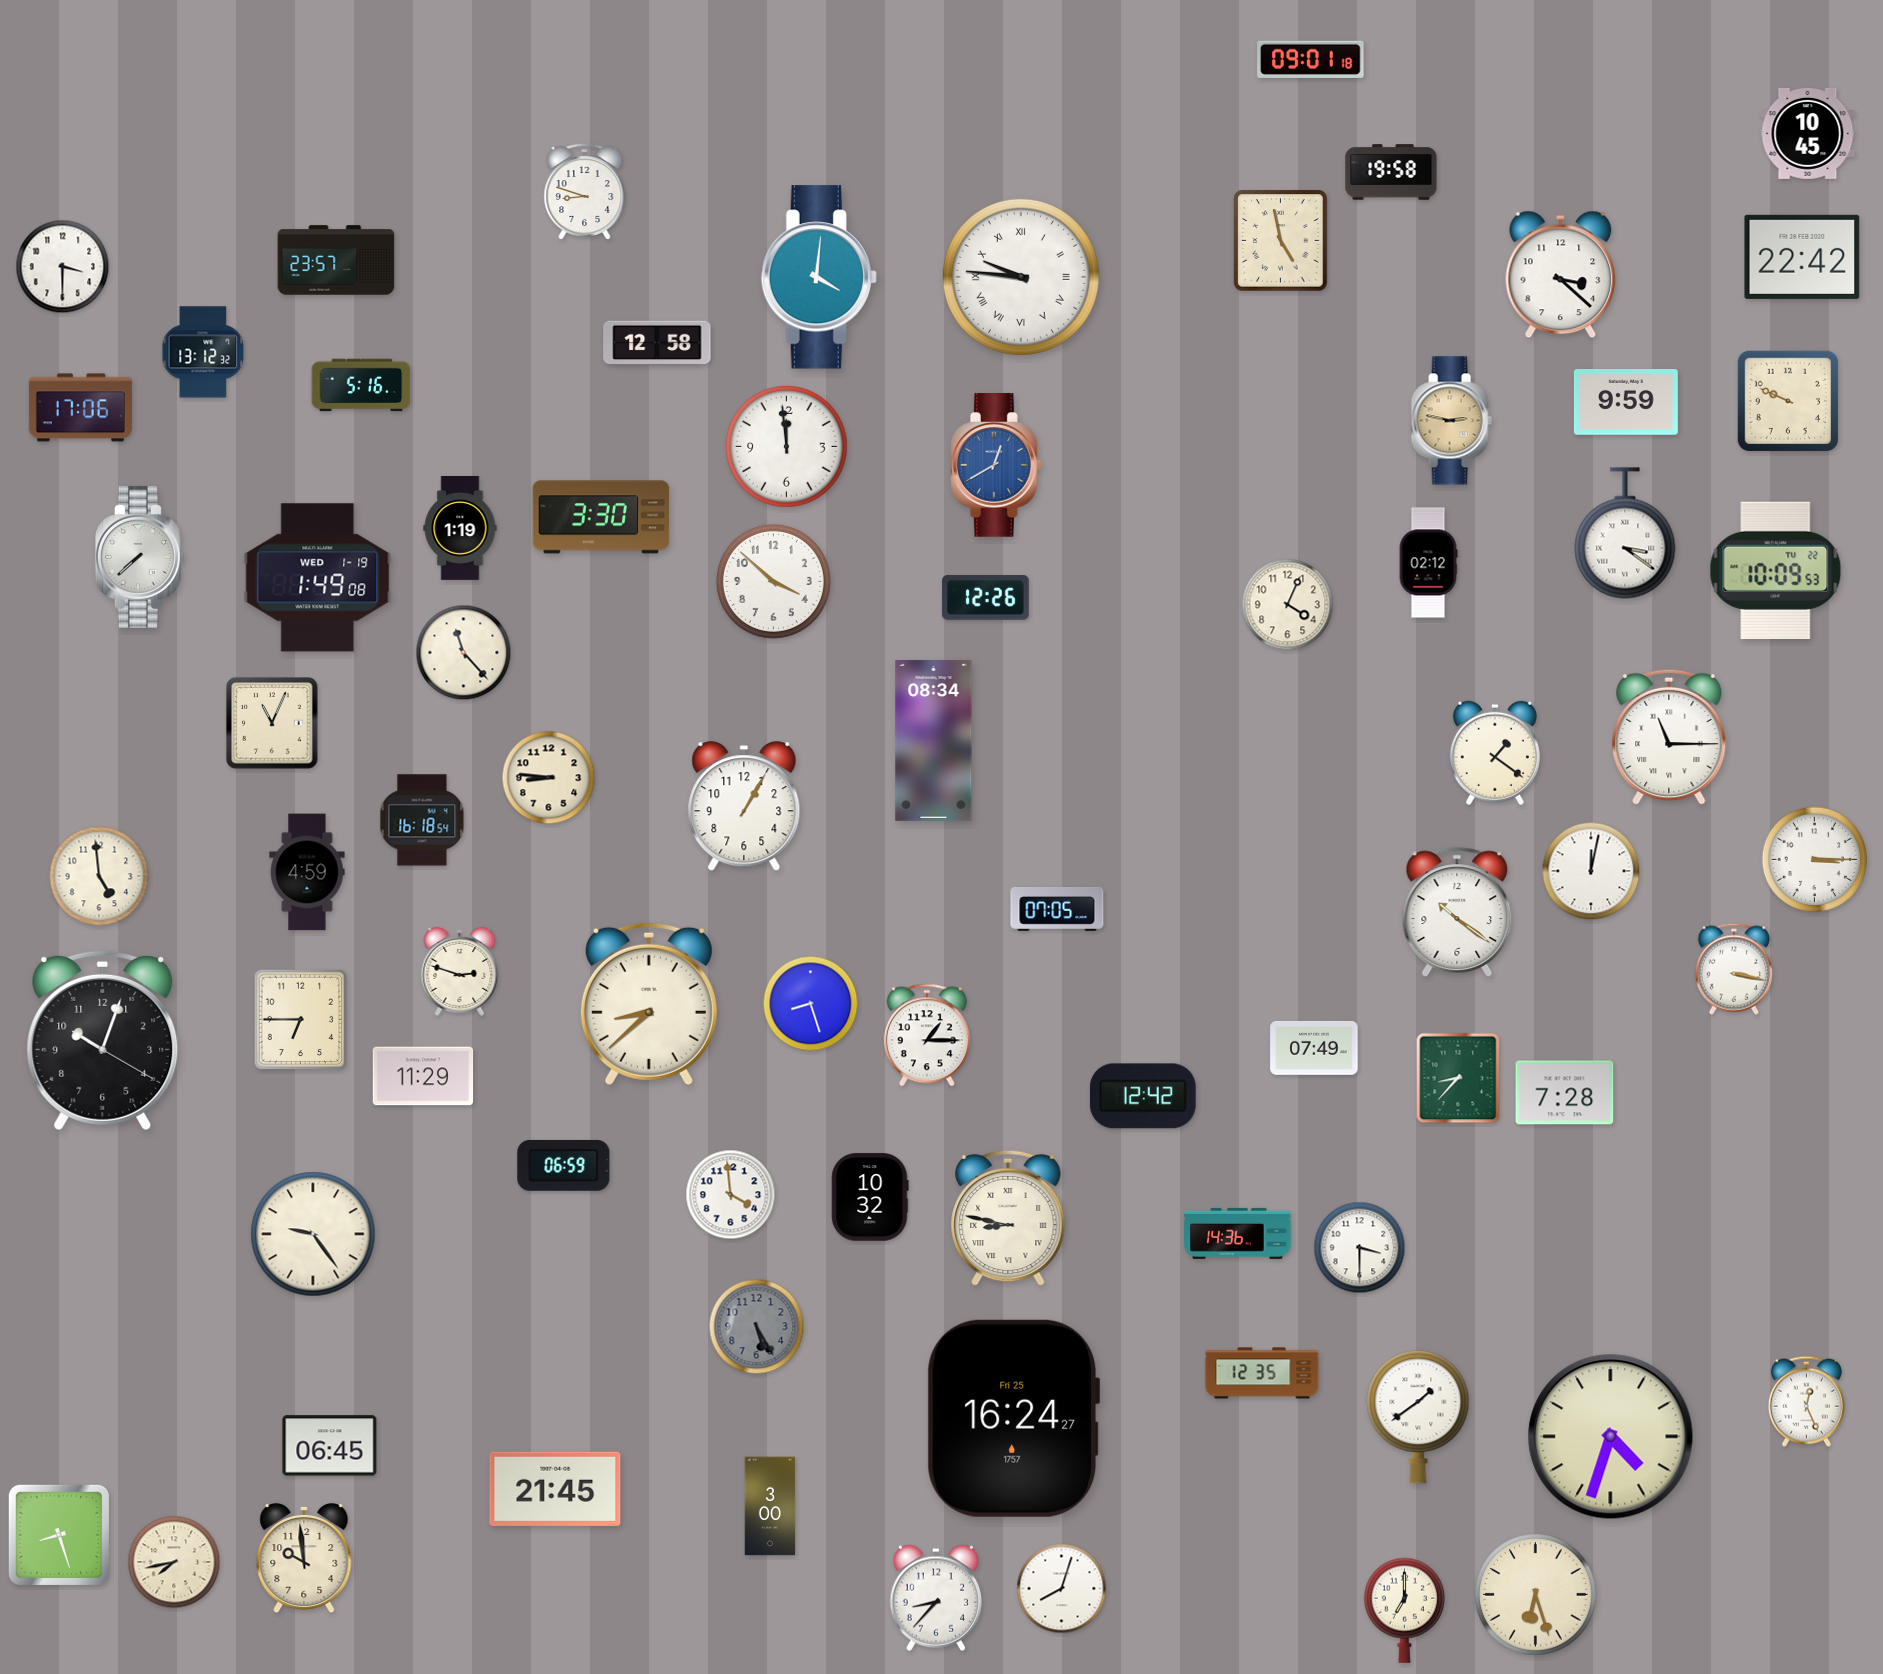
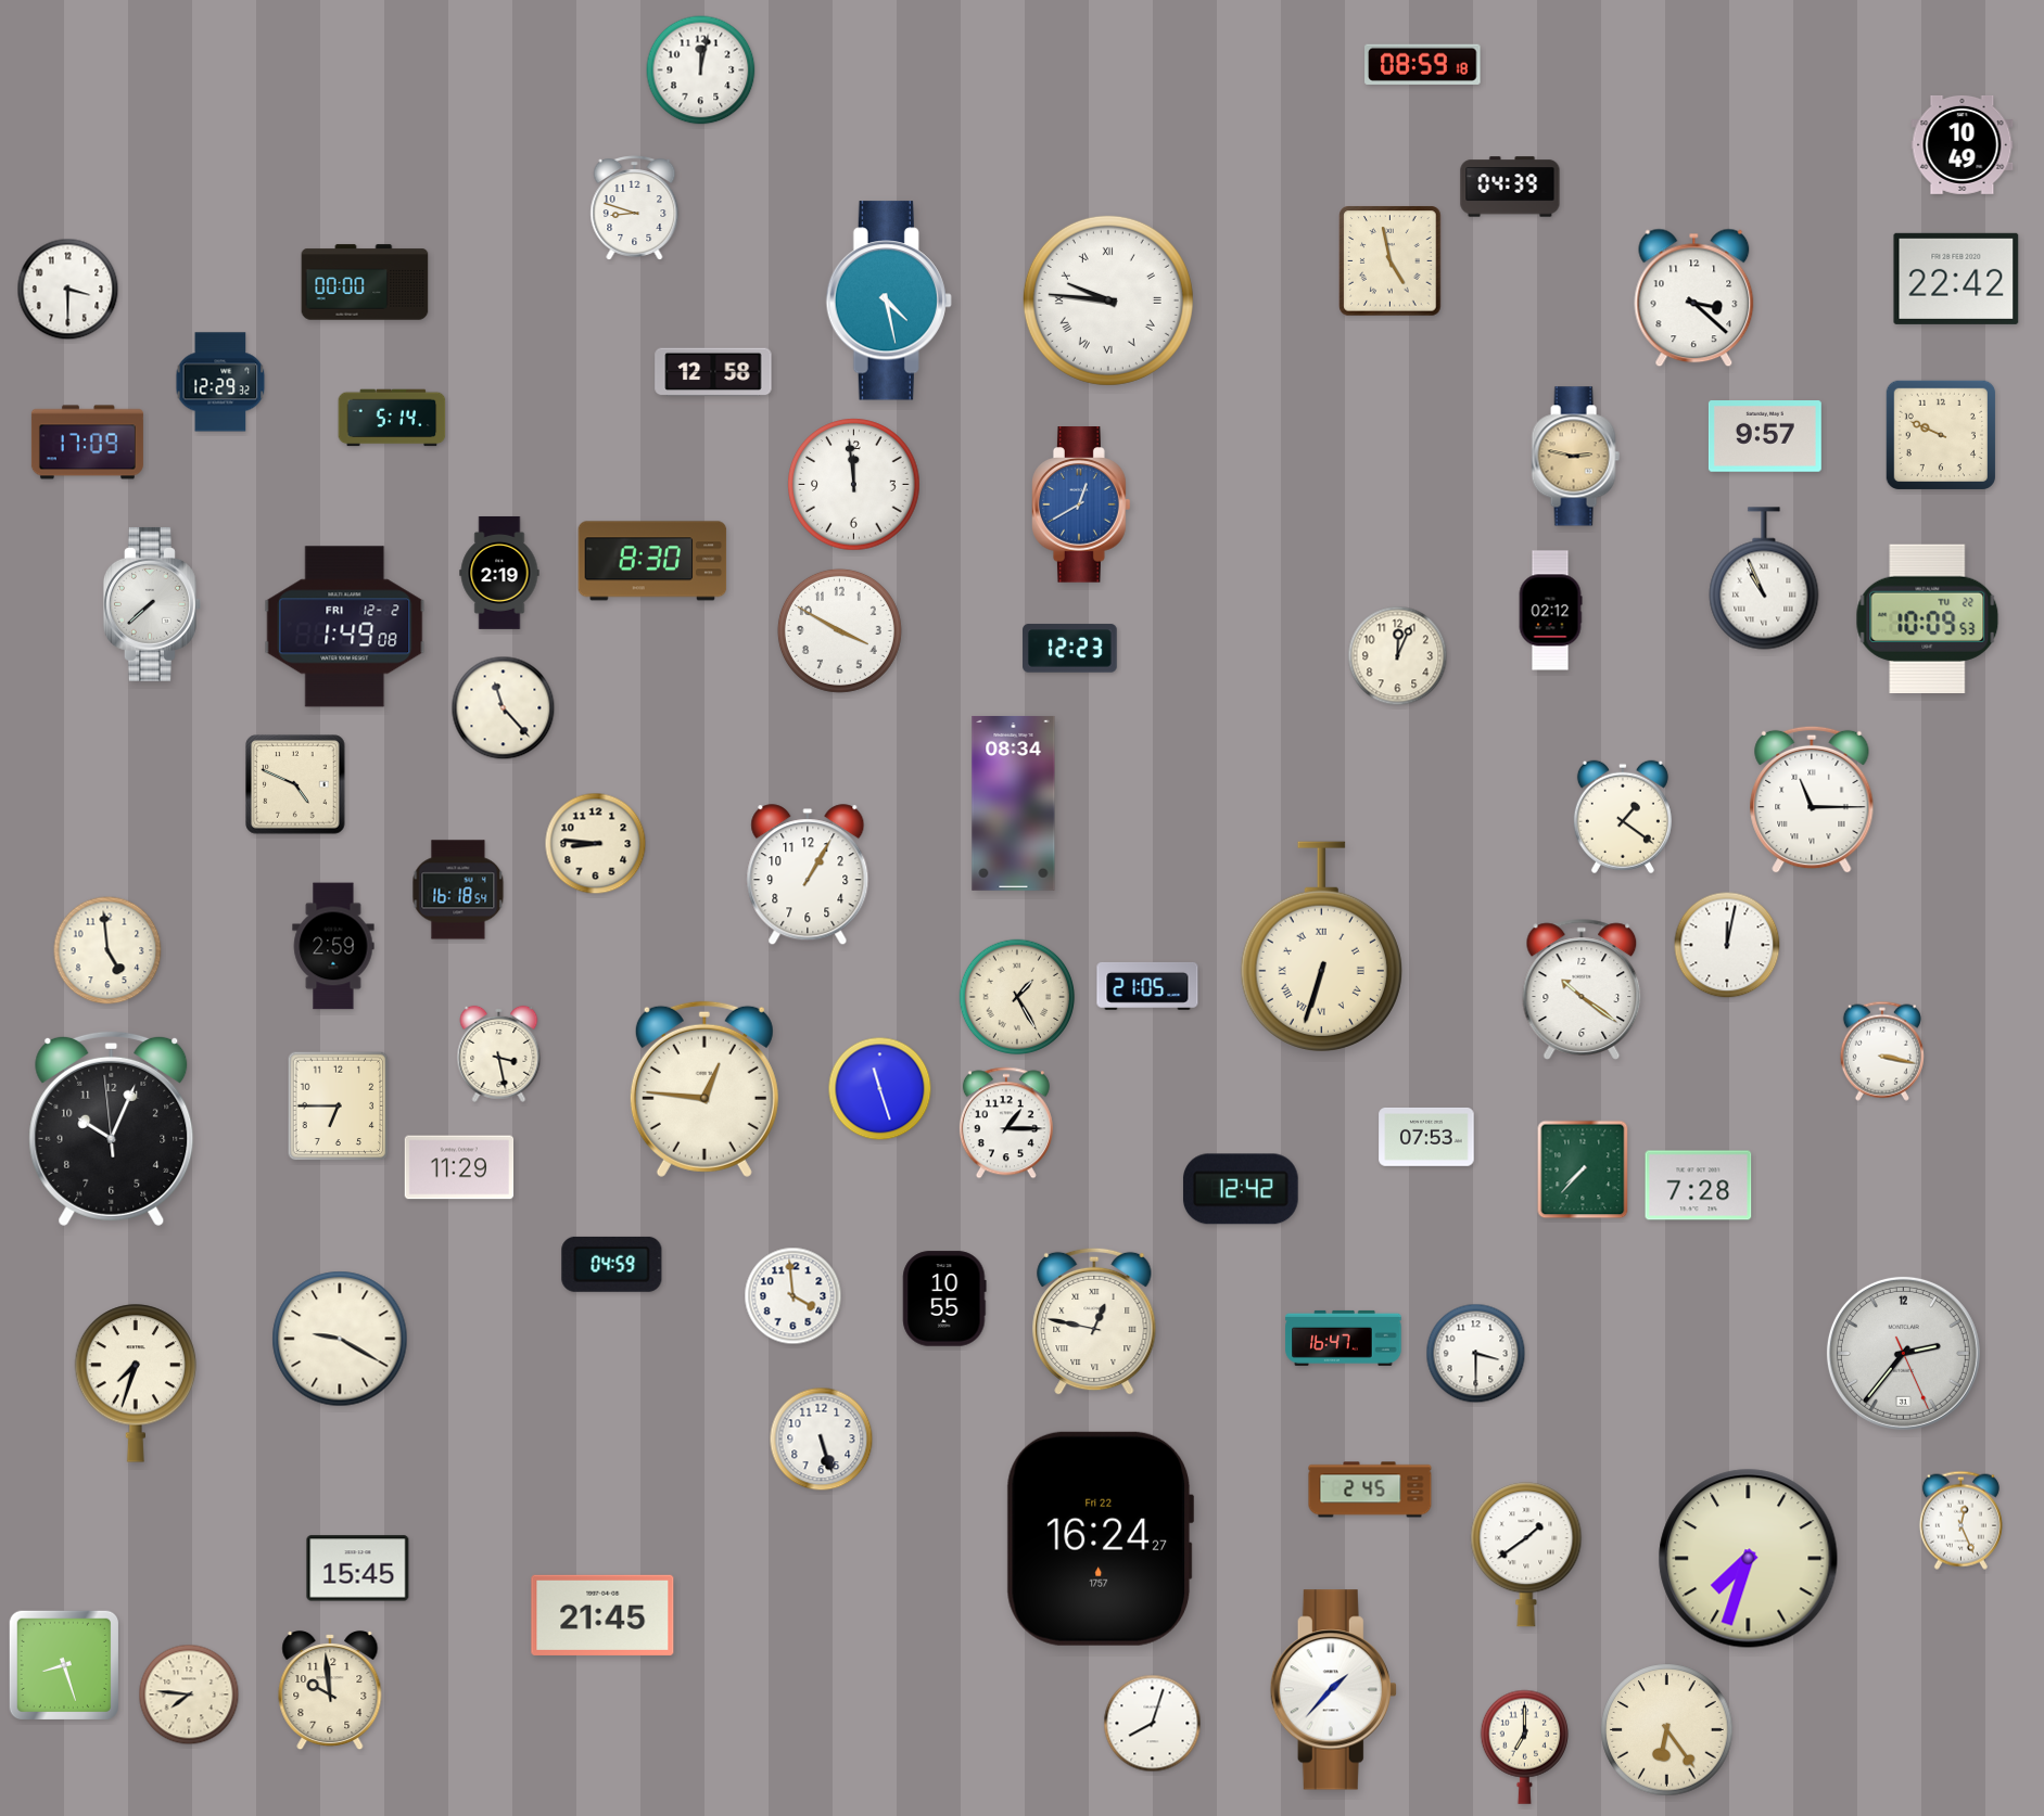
clock at (1311, 59): 09:01 -> 08:59
clock at (701, 71): none -> 12:02
clock at (1808, 133): 10:45 -> 10:49
clock at (1391, 172): 19:58 -> 04:39
clock at (336, 260): 23:57 -> 00:00
clock at (819, 277): 4:01 -> 4:28
clock at (203, 352): 13:12 -> 12:29
clock at (361, 385): 5:16 -> 5:14
clock at (1626, 403): 9:59 -> 9:57
clock at (80, 408): 17:06 -> 17:09
clock at (601, 517): 3:30 -> 8:30
clock at (460, 528): 1:19 -> 2:19
clock at (1625, 533): 3:21 -> 10:56
clock at (318, 578) date: WED 1-19 -> FRI 12-2
clock at (773, 581): 3:52 -> 3:50
clock at (986, 598): 12:26 -> 12:23
clock at (1288, 605): 4:04 -> 12:04
clock at (272, 723): 11:04 -> 4:49
clock at (1815, 860): 3:15 -> none
clock at (307, 872): 4:59 -> 2:59
clock at (1321, 946): none -> 6:33
clock at (1057, 909): 07:05 -> 21:05
clock at (1017, 997): none -> 1:25
clock at (460, 971): 2:48 -> 3:28
clock at (649, 1004): 8:38 -> 12:46
clock at (811, 1004): 8:27 -> 11:27
clock at (301, 1020) position: (301, 1020) -> (339, 1107)
clock at (103, 1040): 10:03:20 -> 10:03:59
clock at (1314, 1048): 07:49 -> 07:53
clock at (1458, 1078): 8:37 -> 7:37
clock at (564, 1165): 06:59 -> 04:59
clock at (870, 1197): 10:32 -> 10:55
clock at (1008, 1218): 8:47 -> 12:47
clock at (1238, 1233): 14:36 -> 16:47
clock at (313, 1234): 9:24 -> 9:20
clock at (1903, 1353): none -> 2:36
clock at (136, 1383): none -> 7:33
clock at (757, 1327): 5:25 -> 5:27
clock at (757, 1327) dial: grey -> white
clock at (1262, 1373): 12:35 -> 2:45
clock at (1418, 1417) position: (1418, 1417) -> (1526, 1555)
clock at (1013, 1418) date: Fri 25 -> Fri 22
clock at (1611, 1437): 4:33 -> 7:33
clock at (330, 1446): 06:45 -> 15:45
clock at (770, 1506): 3:00 -> none
clock at (1333, 1690): none -> 1:37
clock at (174, 1562): 7:43 -> 7:46
clock at (1536, 1595): 6:27 -> 6:24
clock at (935, 1598): 8:37 -> none
